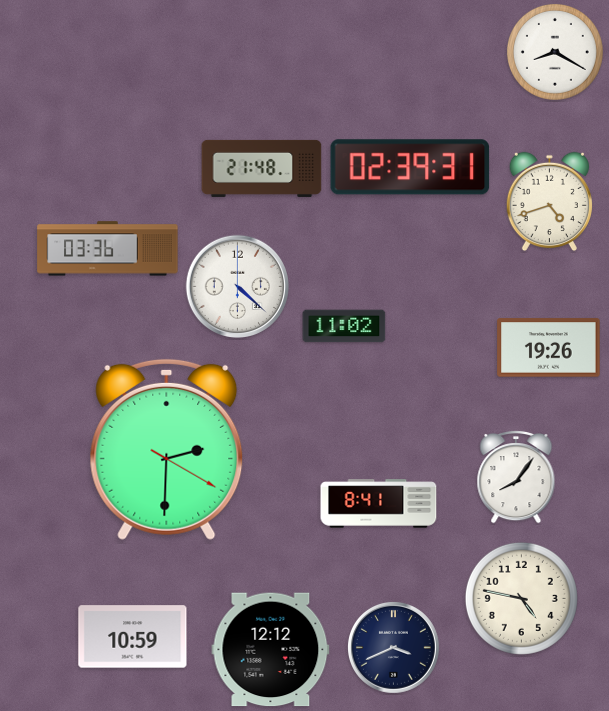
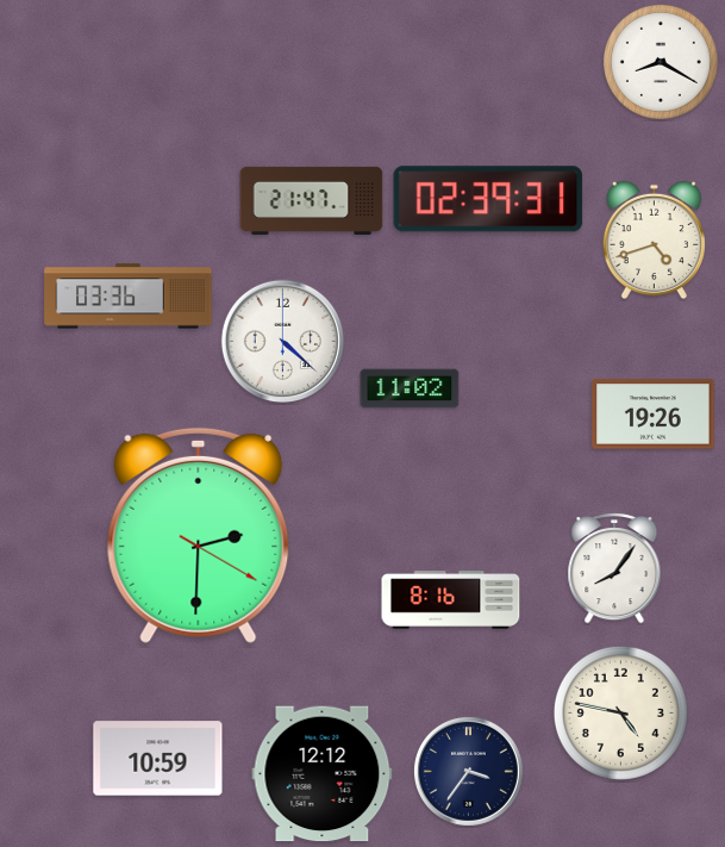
clock at (262, 168): 21:48 -> 21:47
clock at (379, 504): 8:41 -> 8:16
clock at (393, 647): 3:41 -> 3:36
